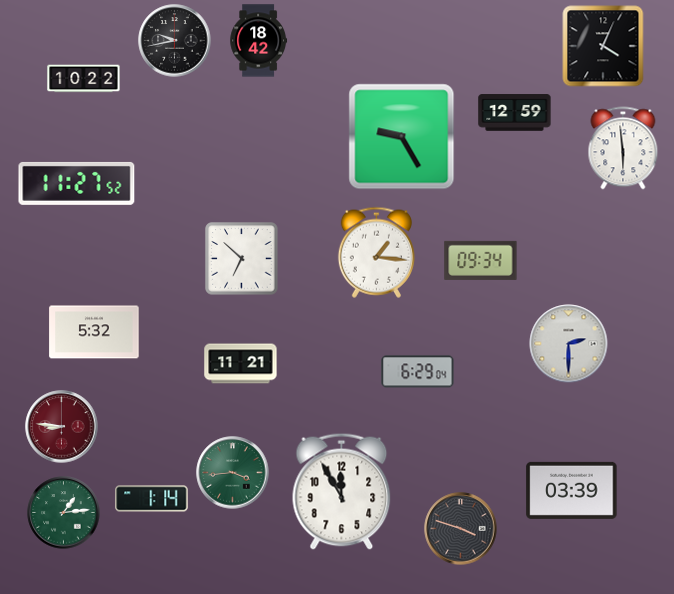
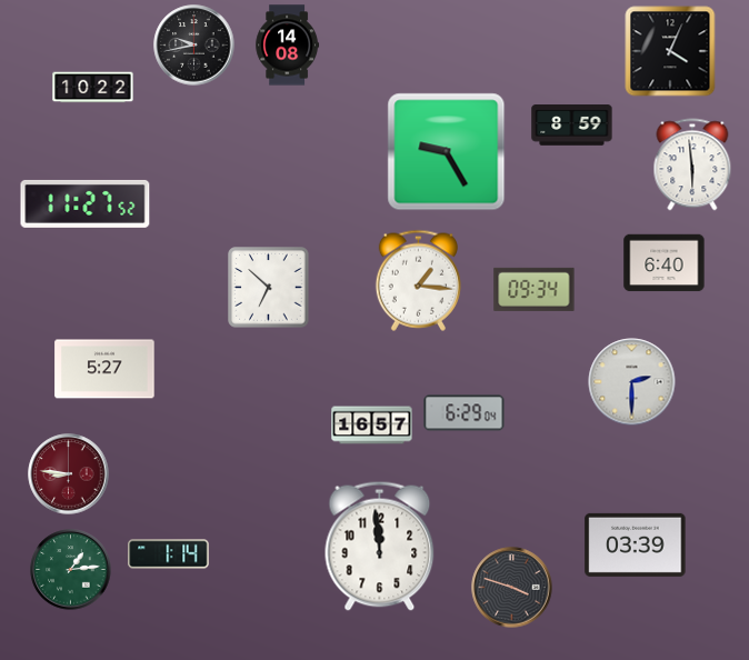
clock at (259, 41): 18:42 -> 14:08
clock at (515, 113): 12:59 -> 8:59
clock at (665, 263): none -> 6:40
clock at (94, 332): 5:32 -> 5:27
clock at (241, 364): 11:21 -> none
clock at (372, 426): none -> 16:57
clock at (233, 473): 3:44 -> none
clock at (342, 491): 11:55 -> 11:59
